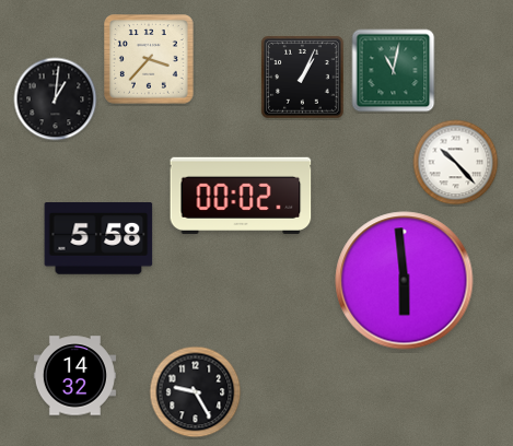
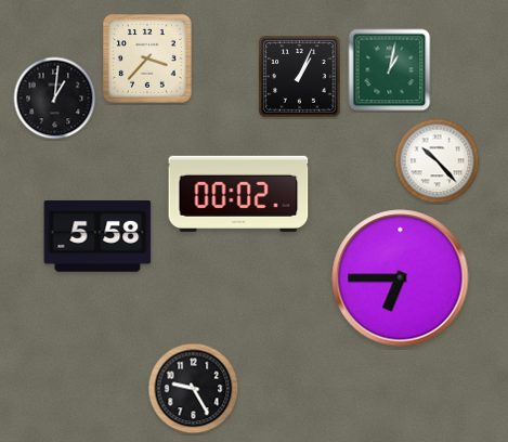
clock at (394, 71): 11:02 -> 1:02
clock at (456, 163) position: (456, 163) -> (438, 161)
clock at (405, 281): 5:59 -> 6:45
clock at (74, 376): 14:32 -> none
